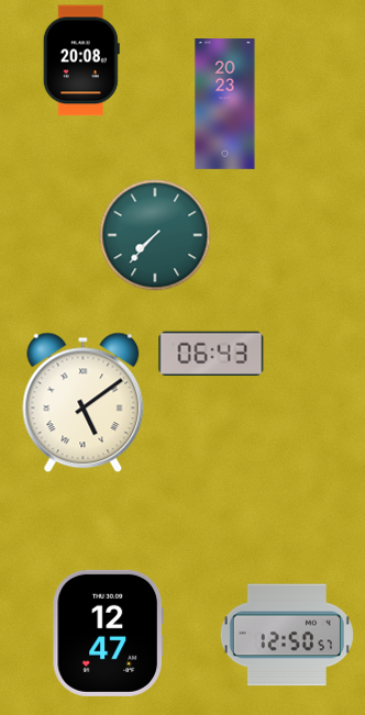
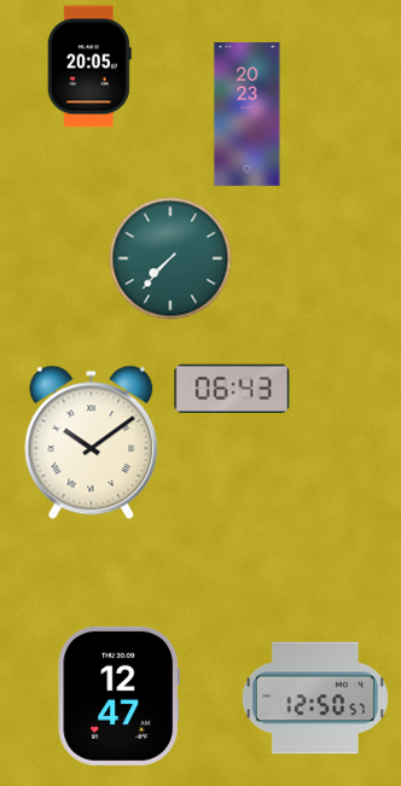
clock at (81, 60): 20:08 -> 20:05
clock at (84, 403): 5:09 -> 10:09
